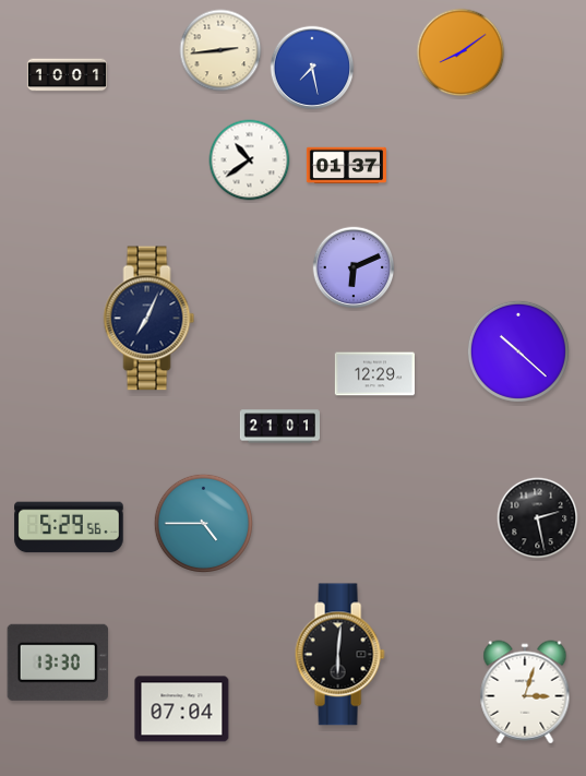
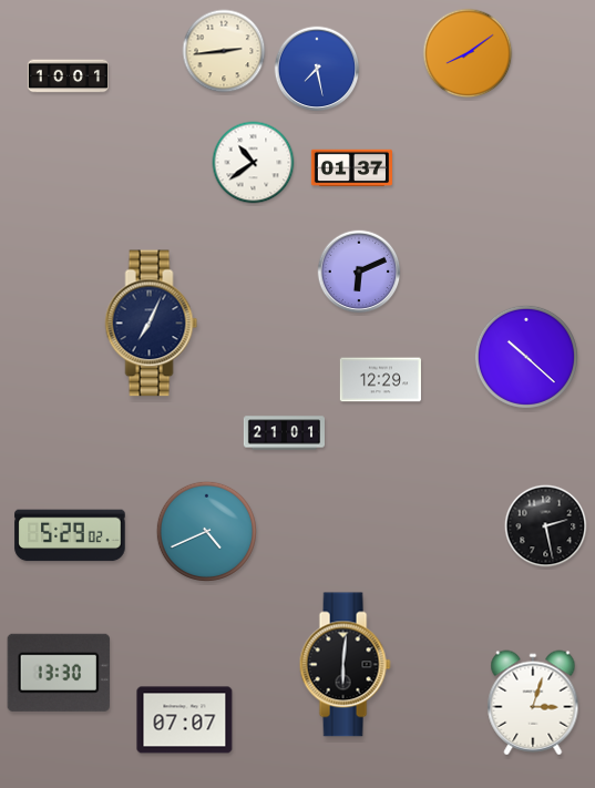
clock at (203, 523): 4:45 -> 4:41
clock at (69, 527): 5:29:56 -> 5:29:02
clock at (182, 709): 07:04 -> 07:07
